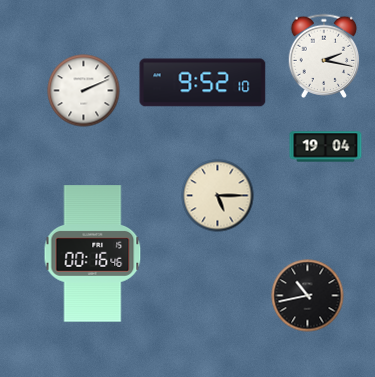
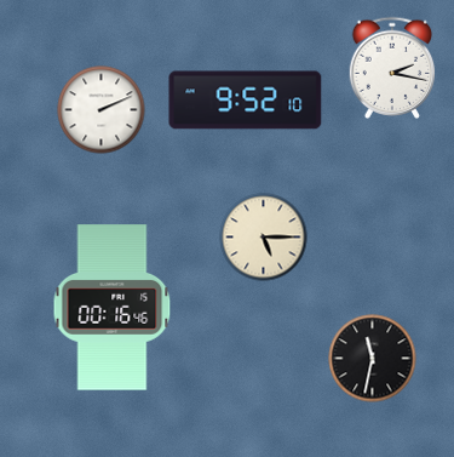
clock at (326, 147): 19:04 -> none
clock at (308, 296): 10:43 -> 11:32
